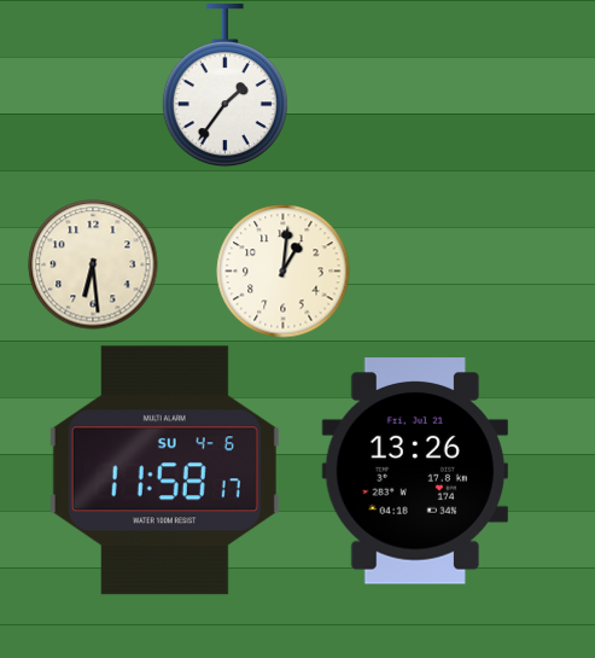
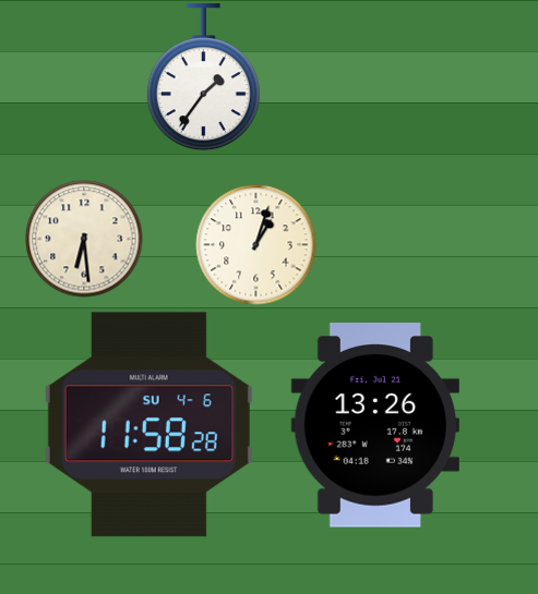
clock at (284, 272): 1:01 -> 1:03
clock at (164, 471): 11:58:17 -> 11:58:28
